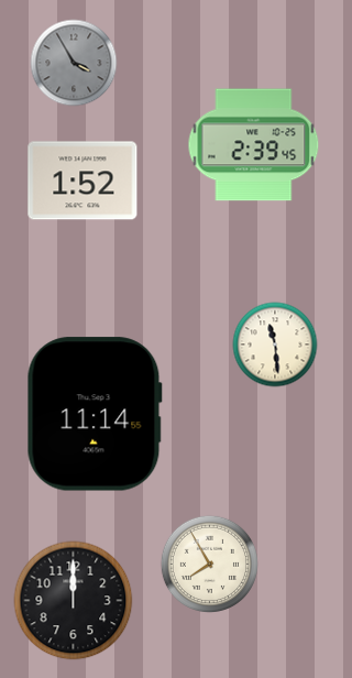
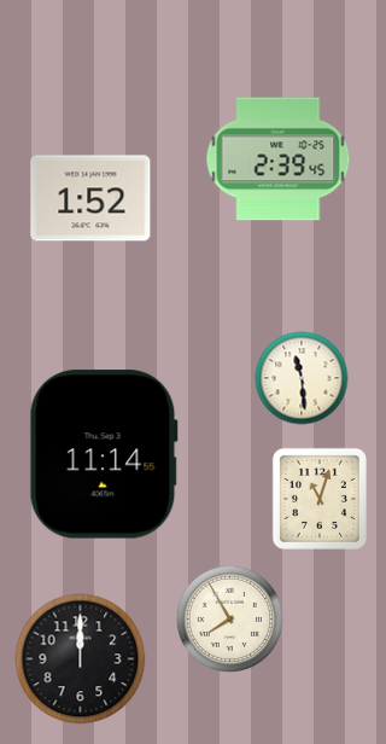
clock at (74, 63): 3:55 -> none
clock at (320, 499): none -> 11:03
